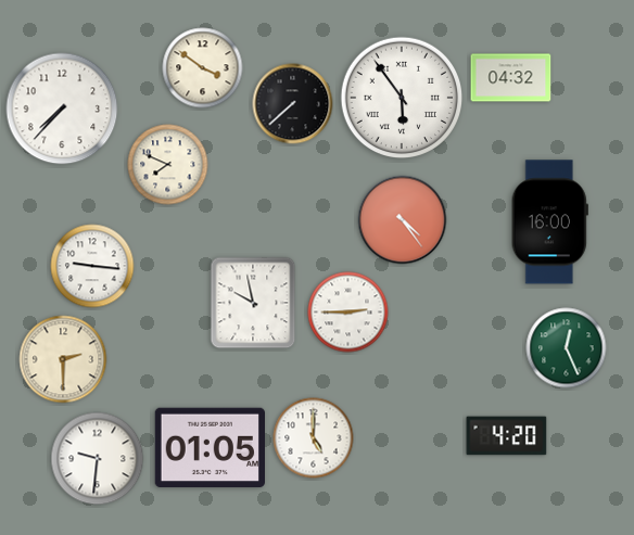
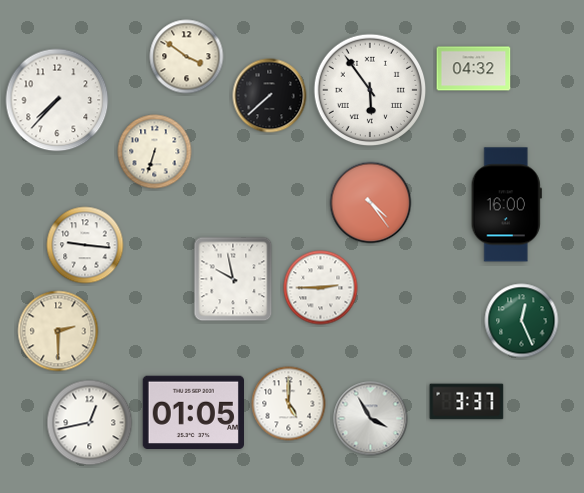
clock at (203, 68) position: (203, 68) -> (187, 57)
clock at (511, 78) position: (511, 78) -> (474, 69)
clock at (168, 165): 7:49 -> 6:33
clock at (507, 436): 4:20 -> 3:37
clock at (371, 419): none -> 3:55
clock at (98, 459): 9:31 -> 12:43
